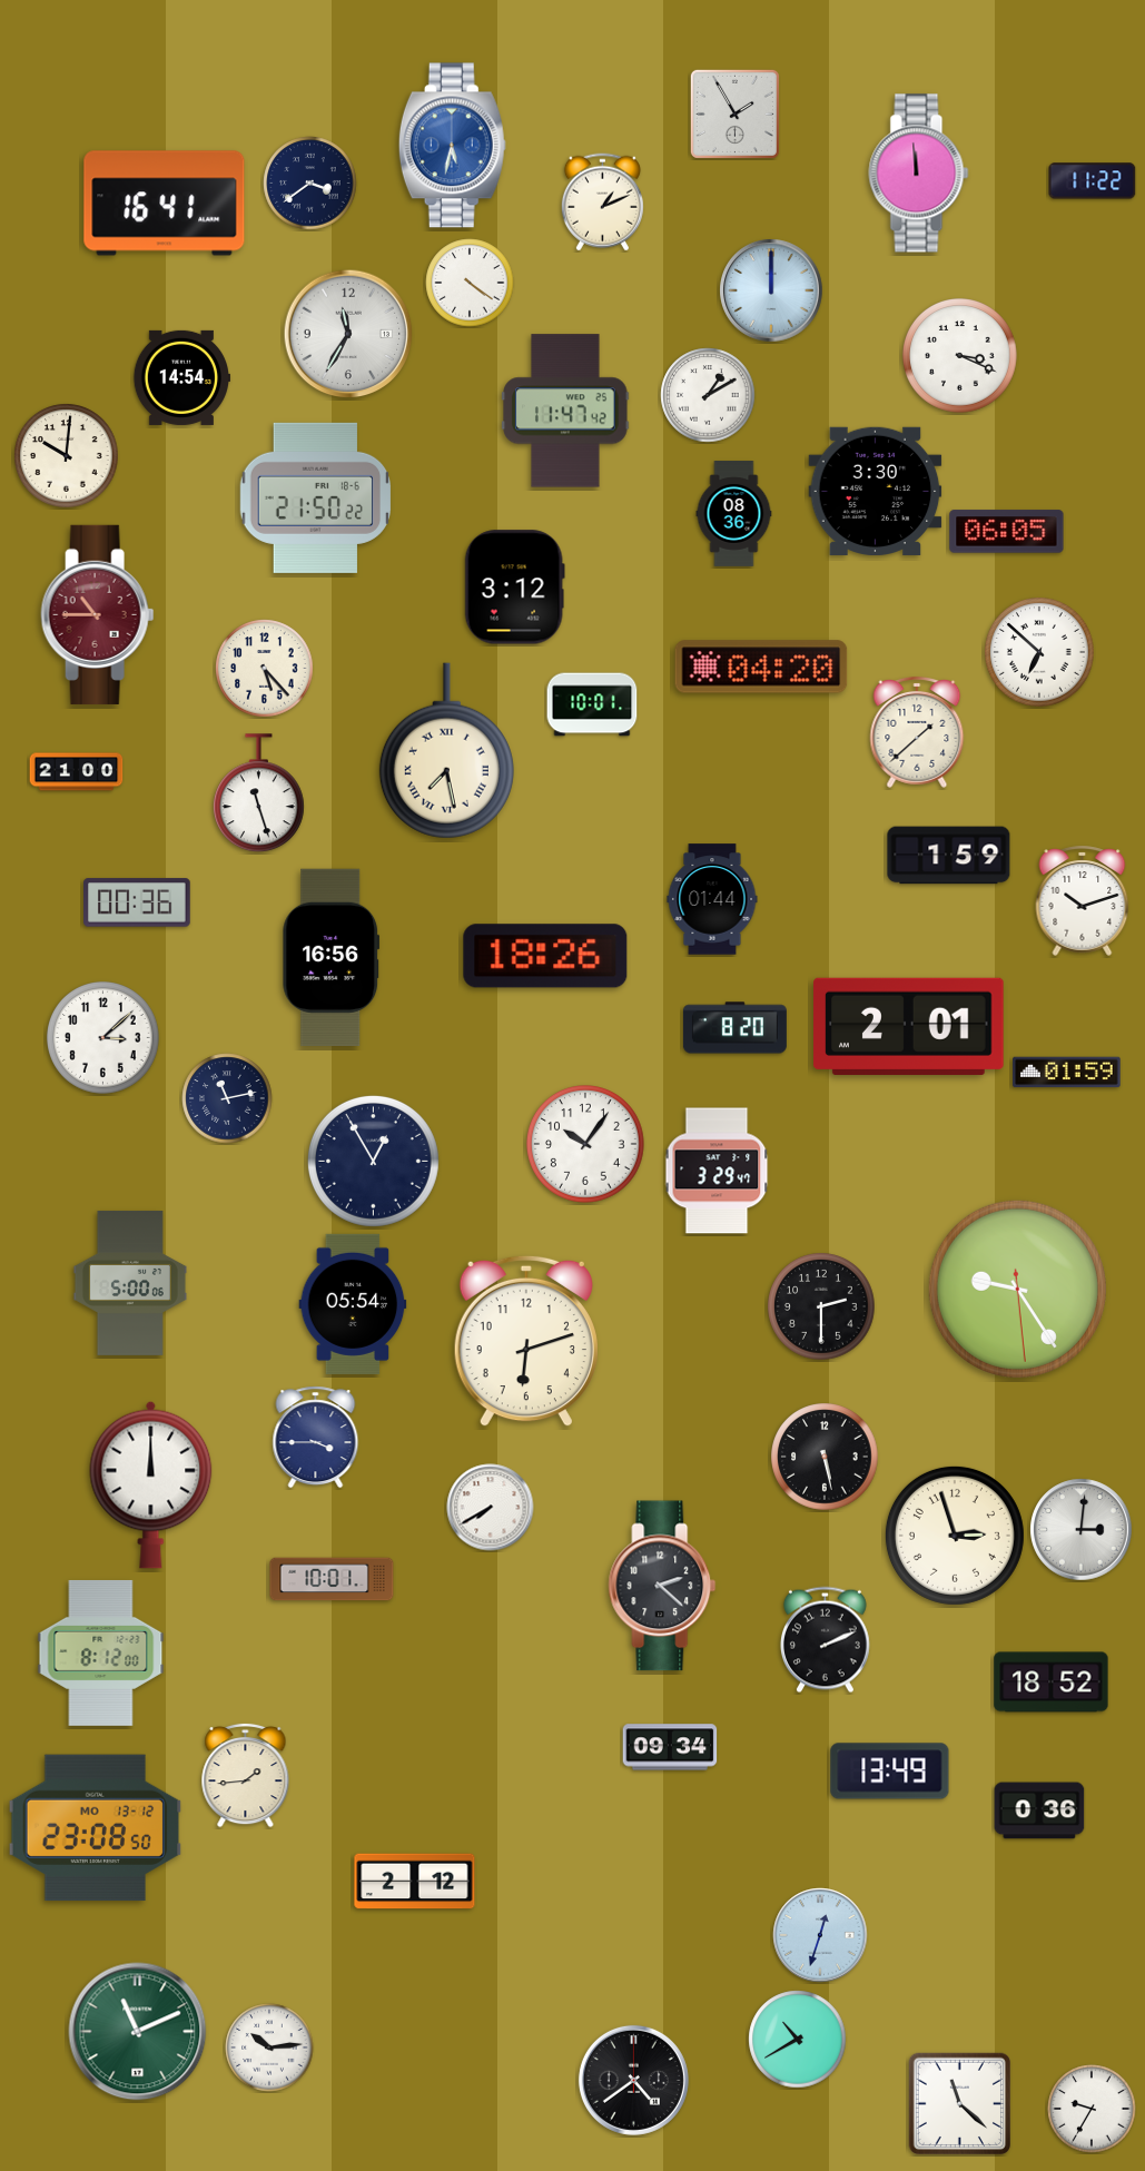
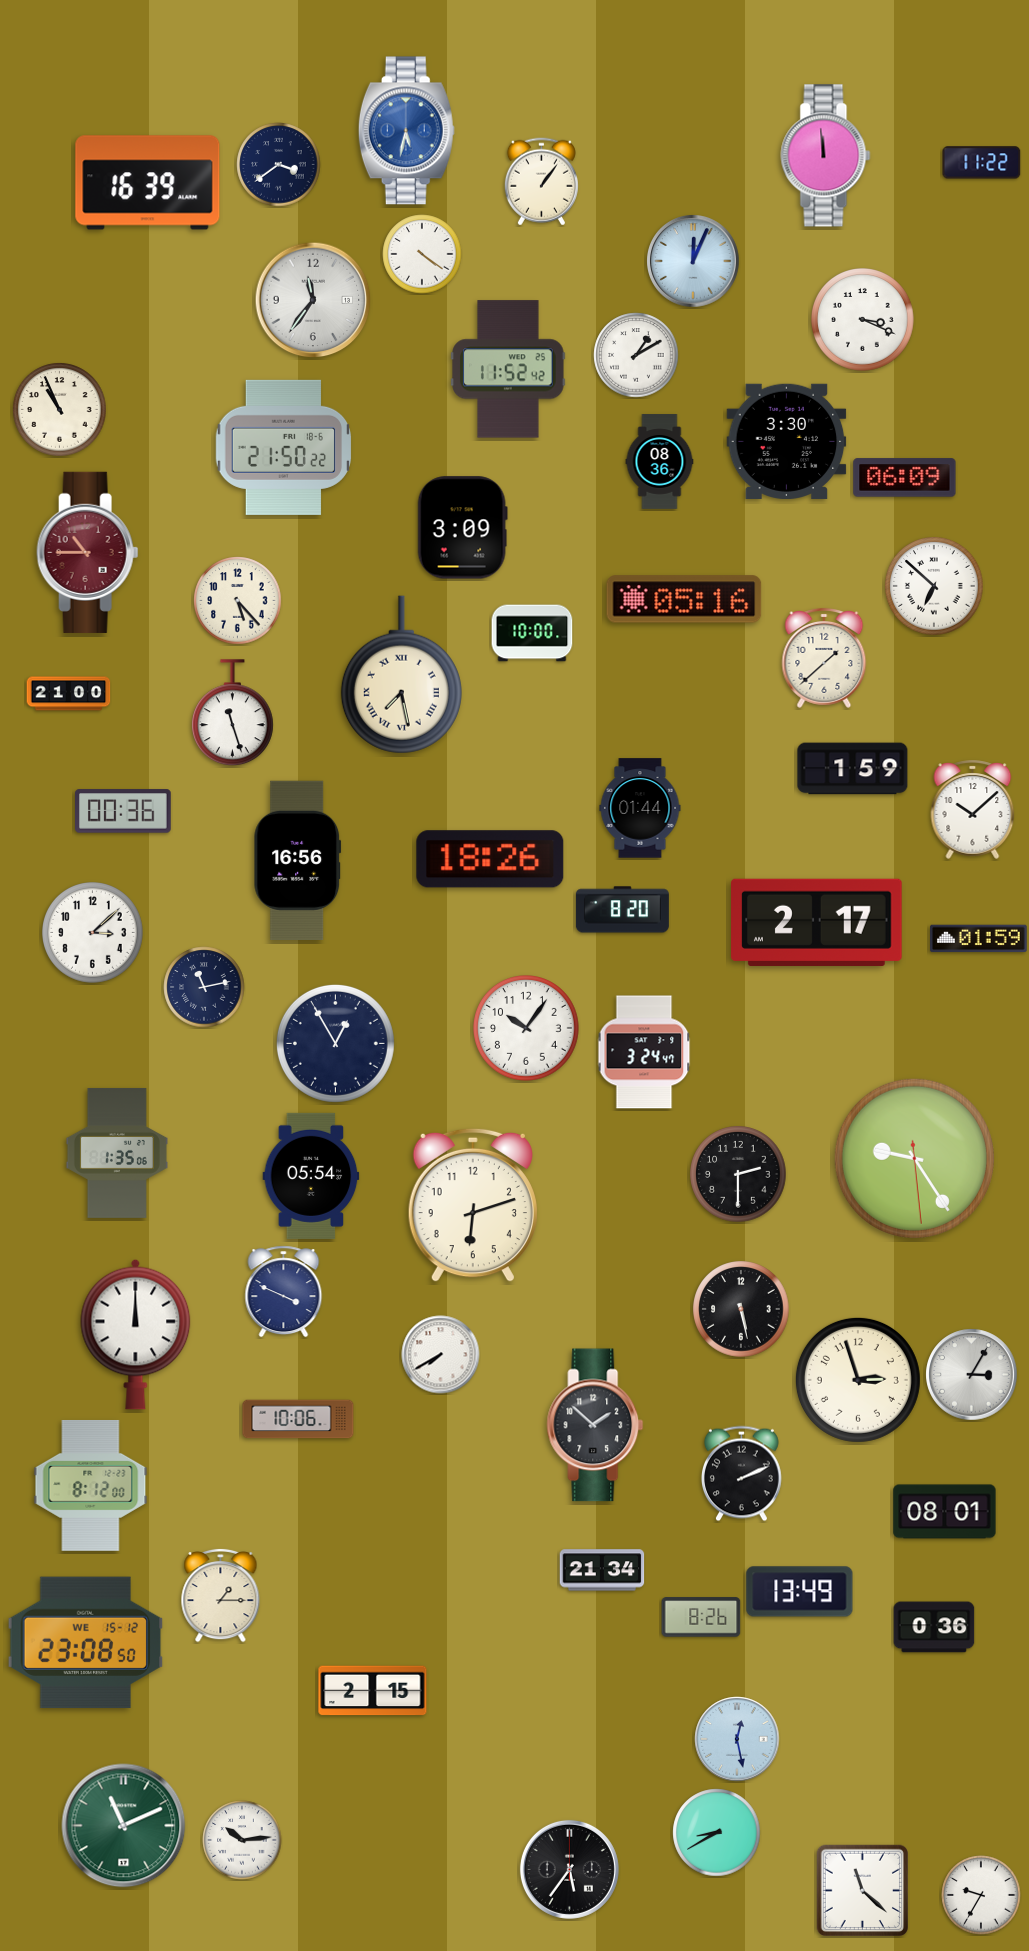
clock at (734, 114): 1:55 -> none
clock at (602, 203): 1:11 -> 1:06
clock at (165, 204): 16:41 -> 16:39
clock at (771, 290): 12:00 -> 12:04
clock at (348, 334): 11:35 -> 11:36
clock at (180, 377): 14:54 -> none
clock at (565, 411): 11:47 -> 11:52
clock at (67, 456): 10:01 -> 10:56
clock at (1007, 532): 06:05 -> 06:09
clock at (514, 588): 3:12 -> 3:09
clock at (761, 667): 04:20 -> 05:16
clock at (592, 704): 10:01 -> 10:00
clock at (1083, 900): 10:12 -> 10:08
clock at (909, 1026): 2:01 -> 2:17
clock at (734, 1028) position: (734, 1028) -> (622, 910)
clock at (1067, 1073) position: (1067, 1073) -> (979, 939)
clock at (717, 1171): 3:29 -> 3:24
clock at (130, 1283): 5:00 -> 1:35
clock at (353, 1304) position: (353, 1304) -> (311, 1176)
clock at (316, 1438): 3:45 -> 3:49
clock at (1082, 1530): 3:01 -> 3:05
clock at (332, 1579): 10:01 -> 10:06
clock at (662, 1586): 2:22 -> 1:52
clock at (1052, 1682): 18:52 -> 08:01
clock at (670, 1747): 09:34 -> 21:34
clock at (246, 1775): 1:44 -> 1:15
clock at (701, 1617): none -> 8:26
clock at (96, 1828) date: MO 13-12 -> WE 15-12
clock at (415, 1882): 2:12 -> 2:15
clock at (820, 1935): 12:33 -> 12:28
clock at (798, 2040): 10:40 -> 8:40
clock at (633, 2080): 4:39 -> 5:36
